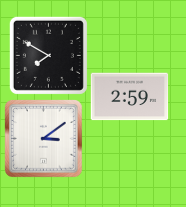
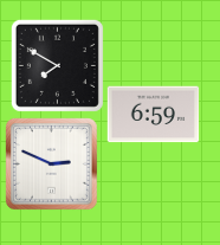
clock at (129, 97): 2:59 -> 6:59
clock at (43, 138): 3:09 -> 2:49
